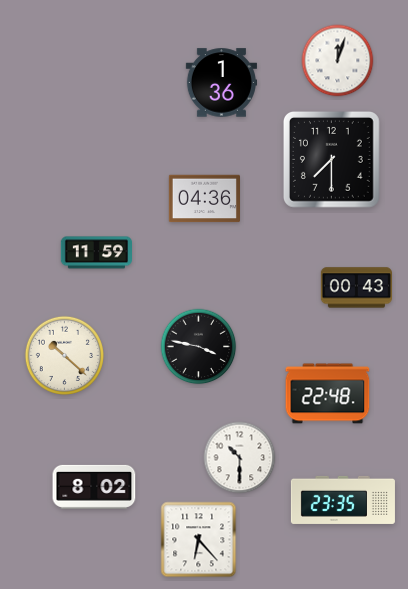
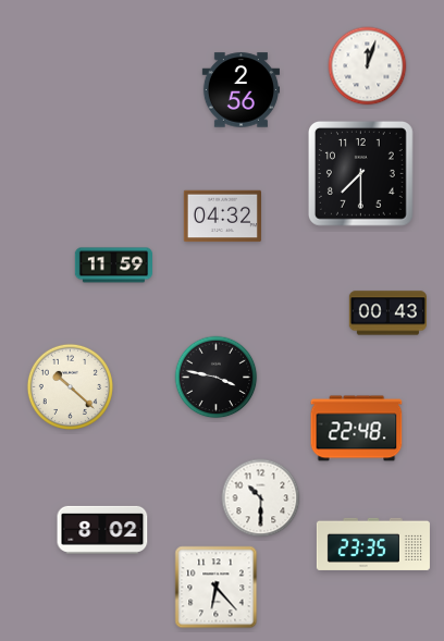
clock at (221, 83): 1:36 -> 2:56
clock at (204, 199): 04:36 -> 04:32
clock at (96, 253) position: (96, 253) -> (113, 266)
